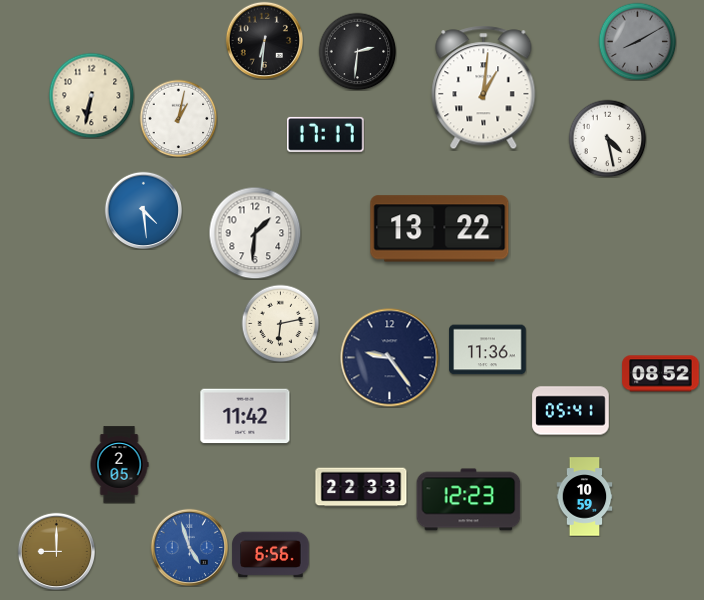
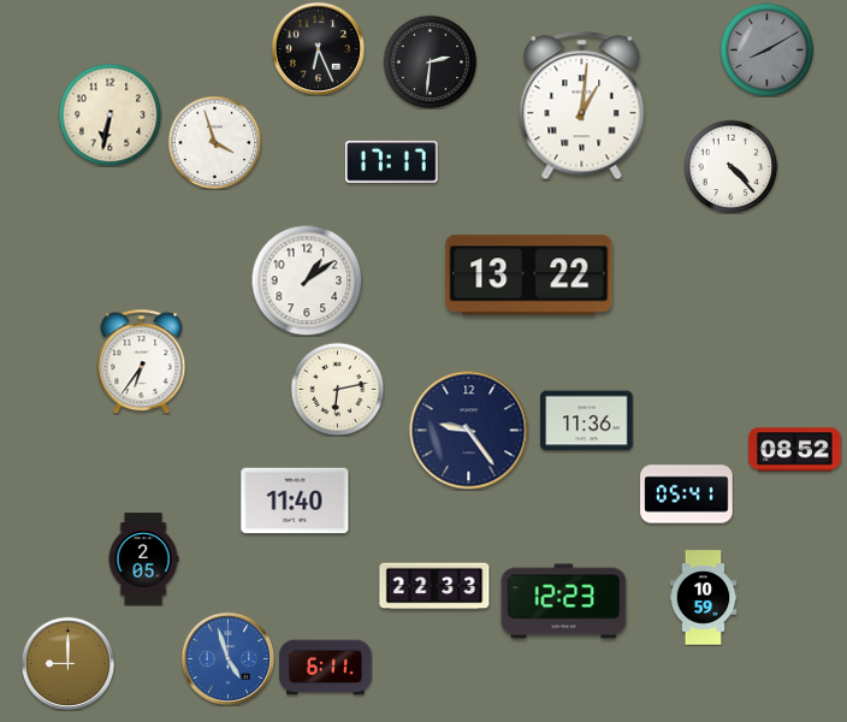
clock at (264, 40): 6:31 -> 6:26
clock at (178, 118): 1:02 -> 3:57
clock at (607, 138): 4:28 -> 4:23
clock at (143, 210): 4:29 -> none
clock at (255, 233): 1:31 -> 1:09
clock at (142, 361): none -> 6:36
clock at (245, 416): 11:42 -> 11:40
clock at (271, 555): 6:56 -> 6:11
